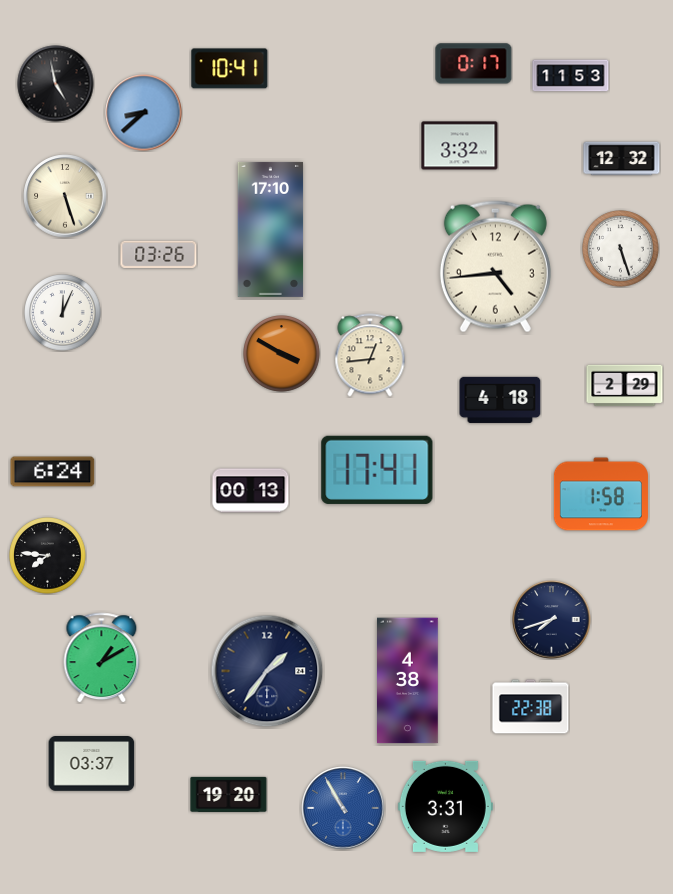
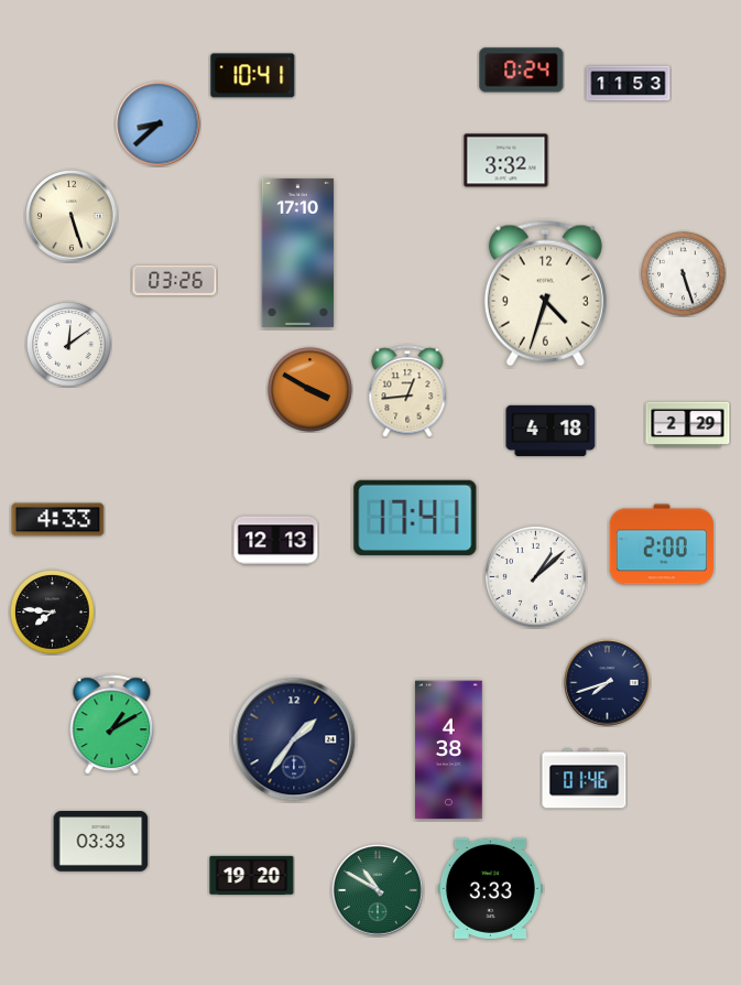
clock at (474, 64): 0:17 -> 0:24
clock at (56, 84): 4:58 -> none
clock at (622, 159): 12:32 -> none
clock at (495, 267): 4:44 -> 4:33
clock at (63, 313): 12:04 -> 12:09
clock at (500, 400) position: (500, 400) -> (551, 431)
clock at (53, 472): 6:24 -> 4:33
clock at (251, 491): 00:13 -> 12:13
clock at (601, 494): 1:58 -> 2:00
clock at (535, 576): none -> 1:08
clock at (531, 707): 22:38 -> 01:46
clock at (92, 764): 03:37 -> 03:33
clock at (445, 806): 3:31 -> 3:33
clock at (343, 808): 10:55 -> 10:50
clock at (343, 808) dial: blue -> green
